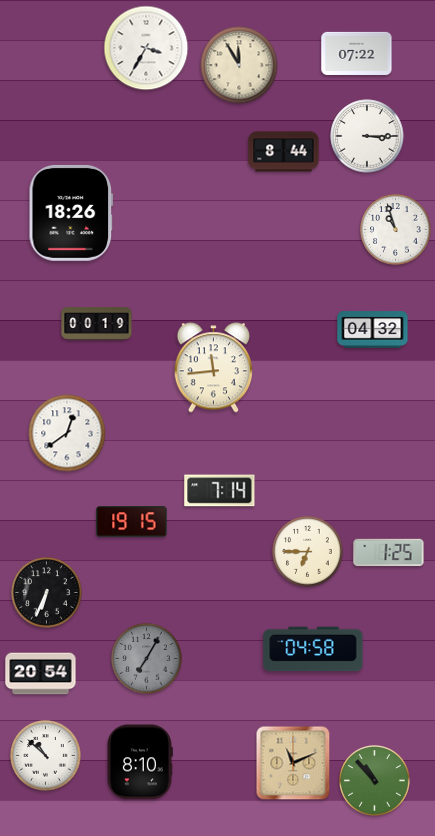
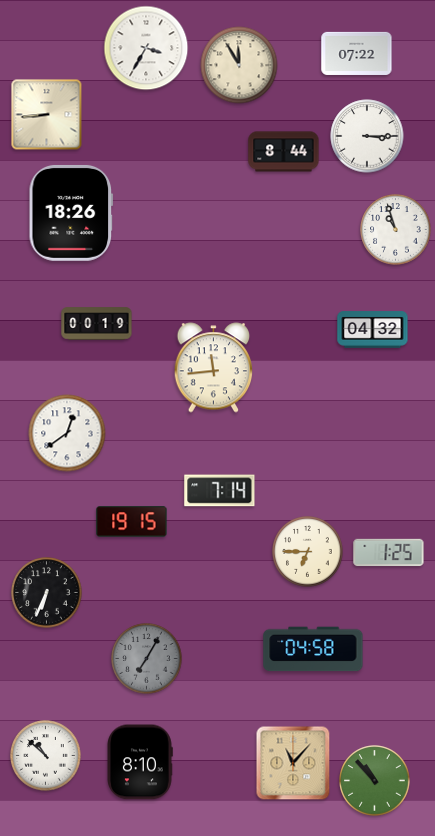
clock at (47, 115): none -> 8:44
clock at (41, 674): 20:54 -> none
clock at (293, 763): 11:11 -> 11:07
